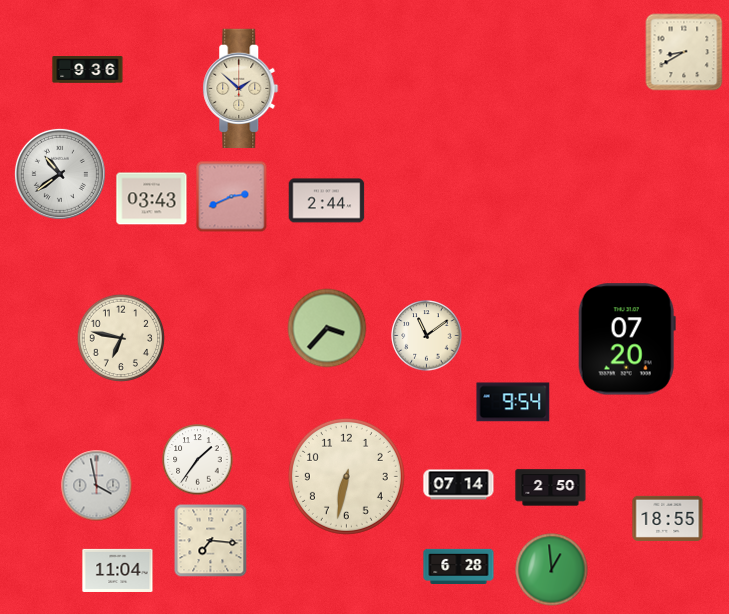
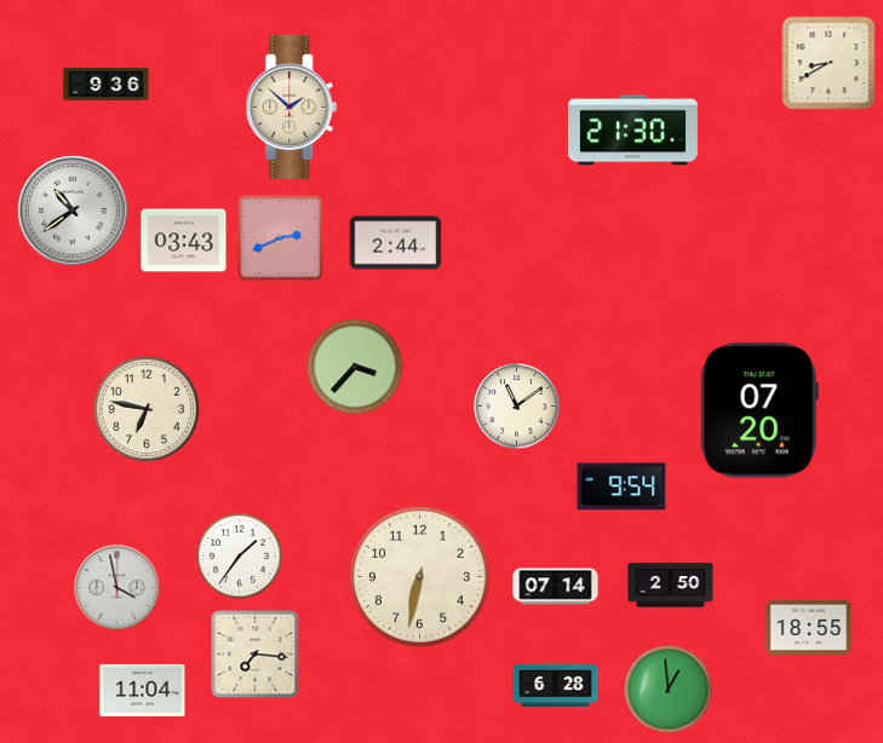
clock at (632, 131): none -> 21:30
clock at (327, 328) position: (327, 328) -> (355, 367)
clock at (551, 488) position: (551, 488) -> (671, 586)
